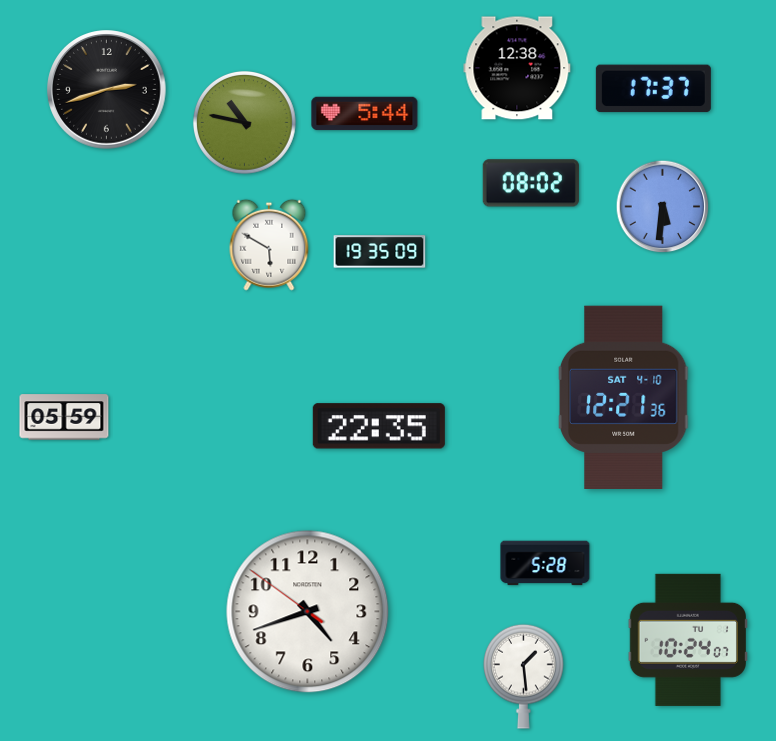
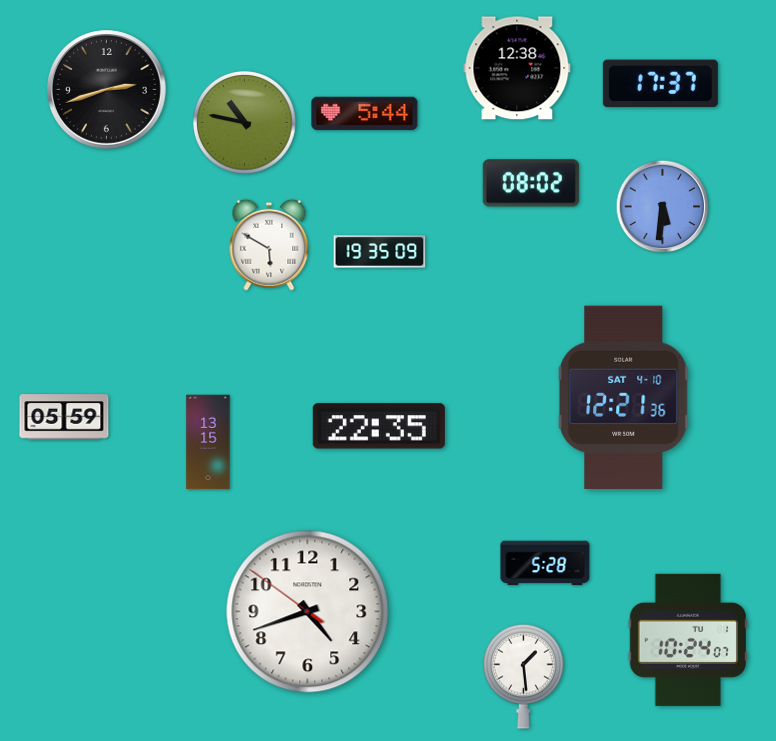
clock at (653, 89) position: (653, 89) -> (660, 84)
clock at (208, 442): none -> 13:15
